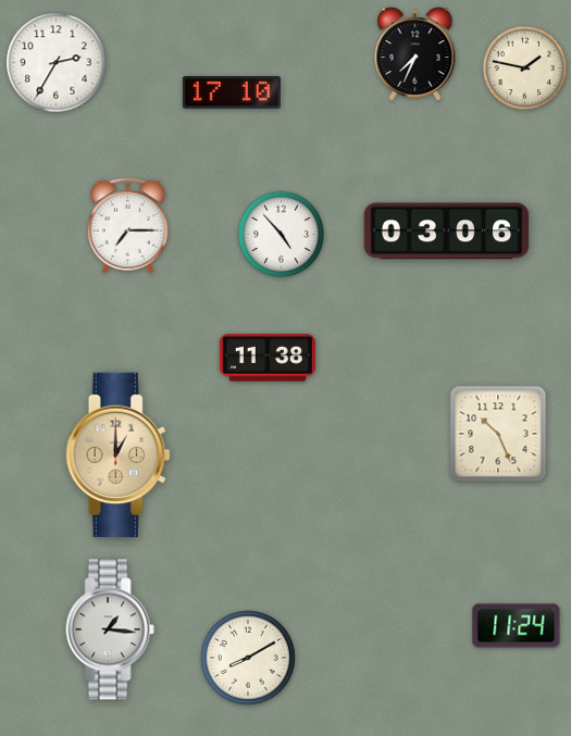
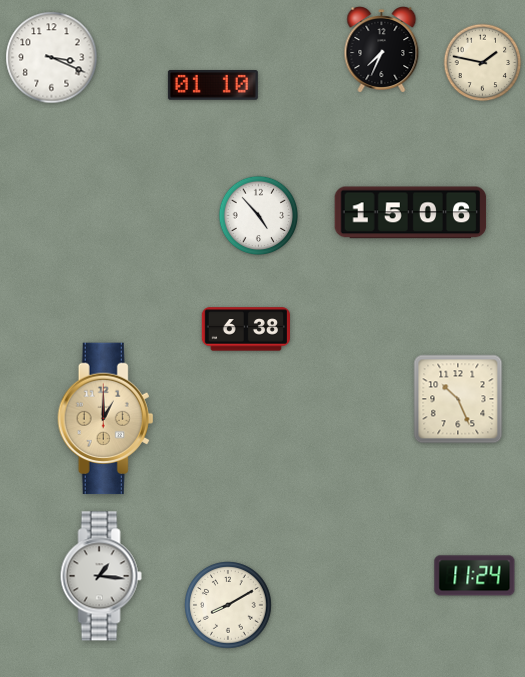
clock at (57, 63): 2:35 -> 3:19
clock at (232, 93): 17:10 -> 01:10
clock at (127, 226): 7:15 -> none
clock at (447, 232): 03:06 -> 15:06
clock at (266, 358): 11:38 -> 6:38
clock at (119, 456) position: (119, 456) -> (106, 419)
clock at (110, 629) position: (110, 629) -> (101, 576)
